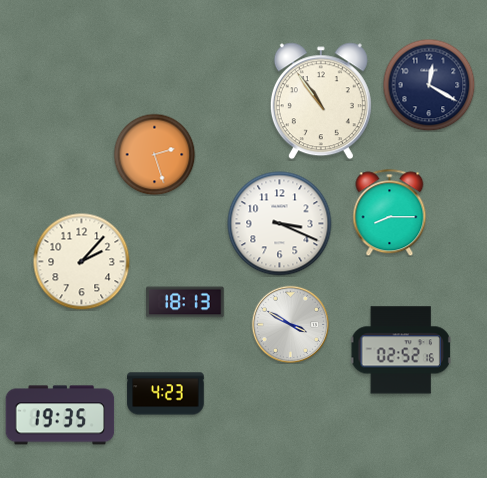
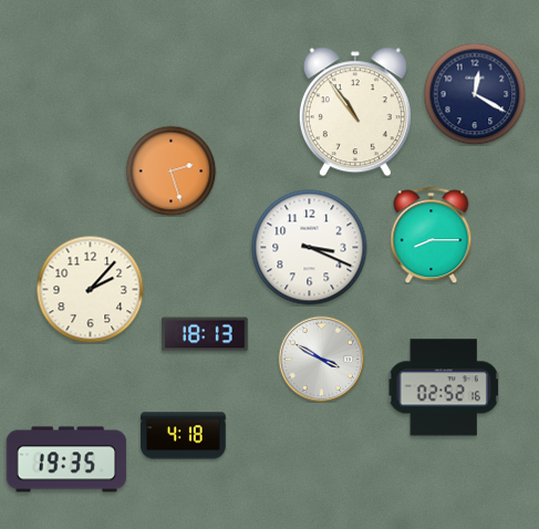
clock at (166, 394): 4:23 -> 4:18
